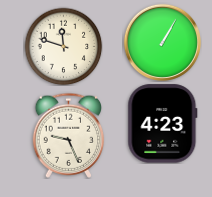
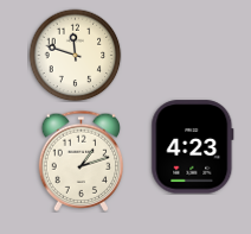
clock at (162, 42): 1:05 -> none
clock at (69, 135): 9:26 -> 1:12
